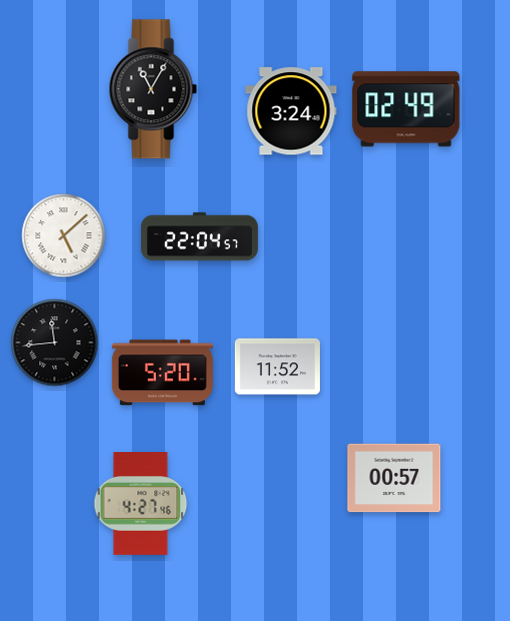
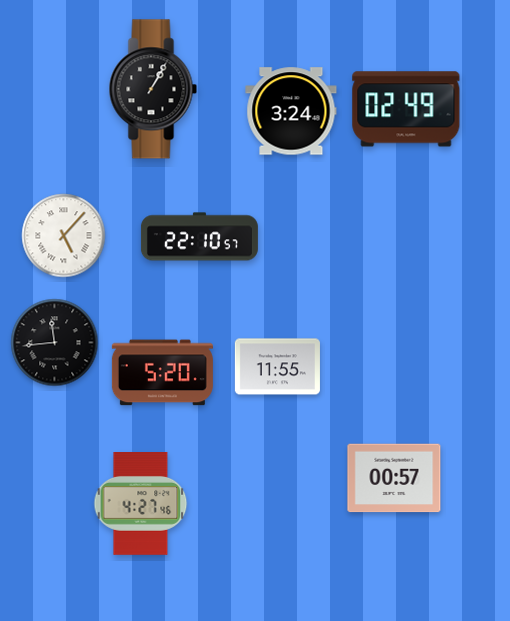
clock at (153, 89): 11:05 -> 1:05
clock at (64, 236): 5:08 -> 5:07
clock at (199, 237): 22:04 -> 22:10
clock at (277, 367): 11:52 -> 11:55
